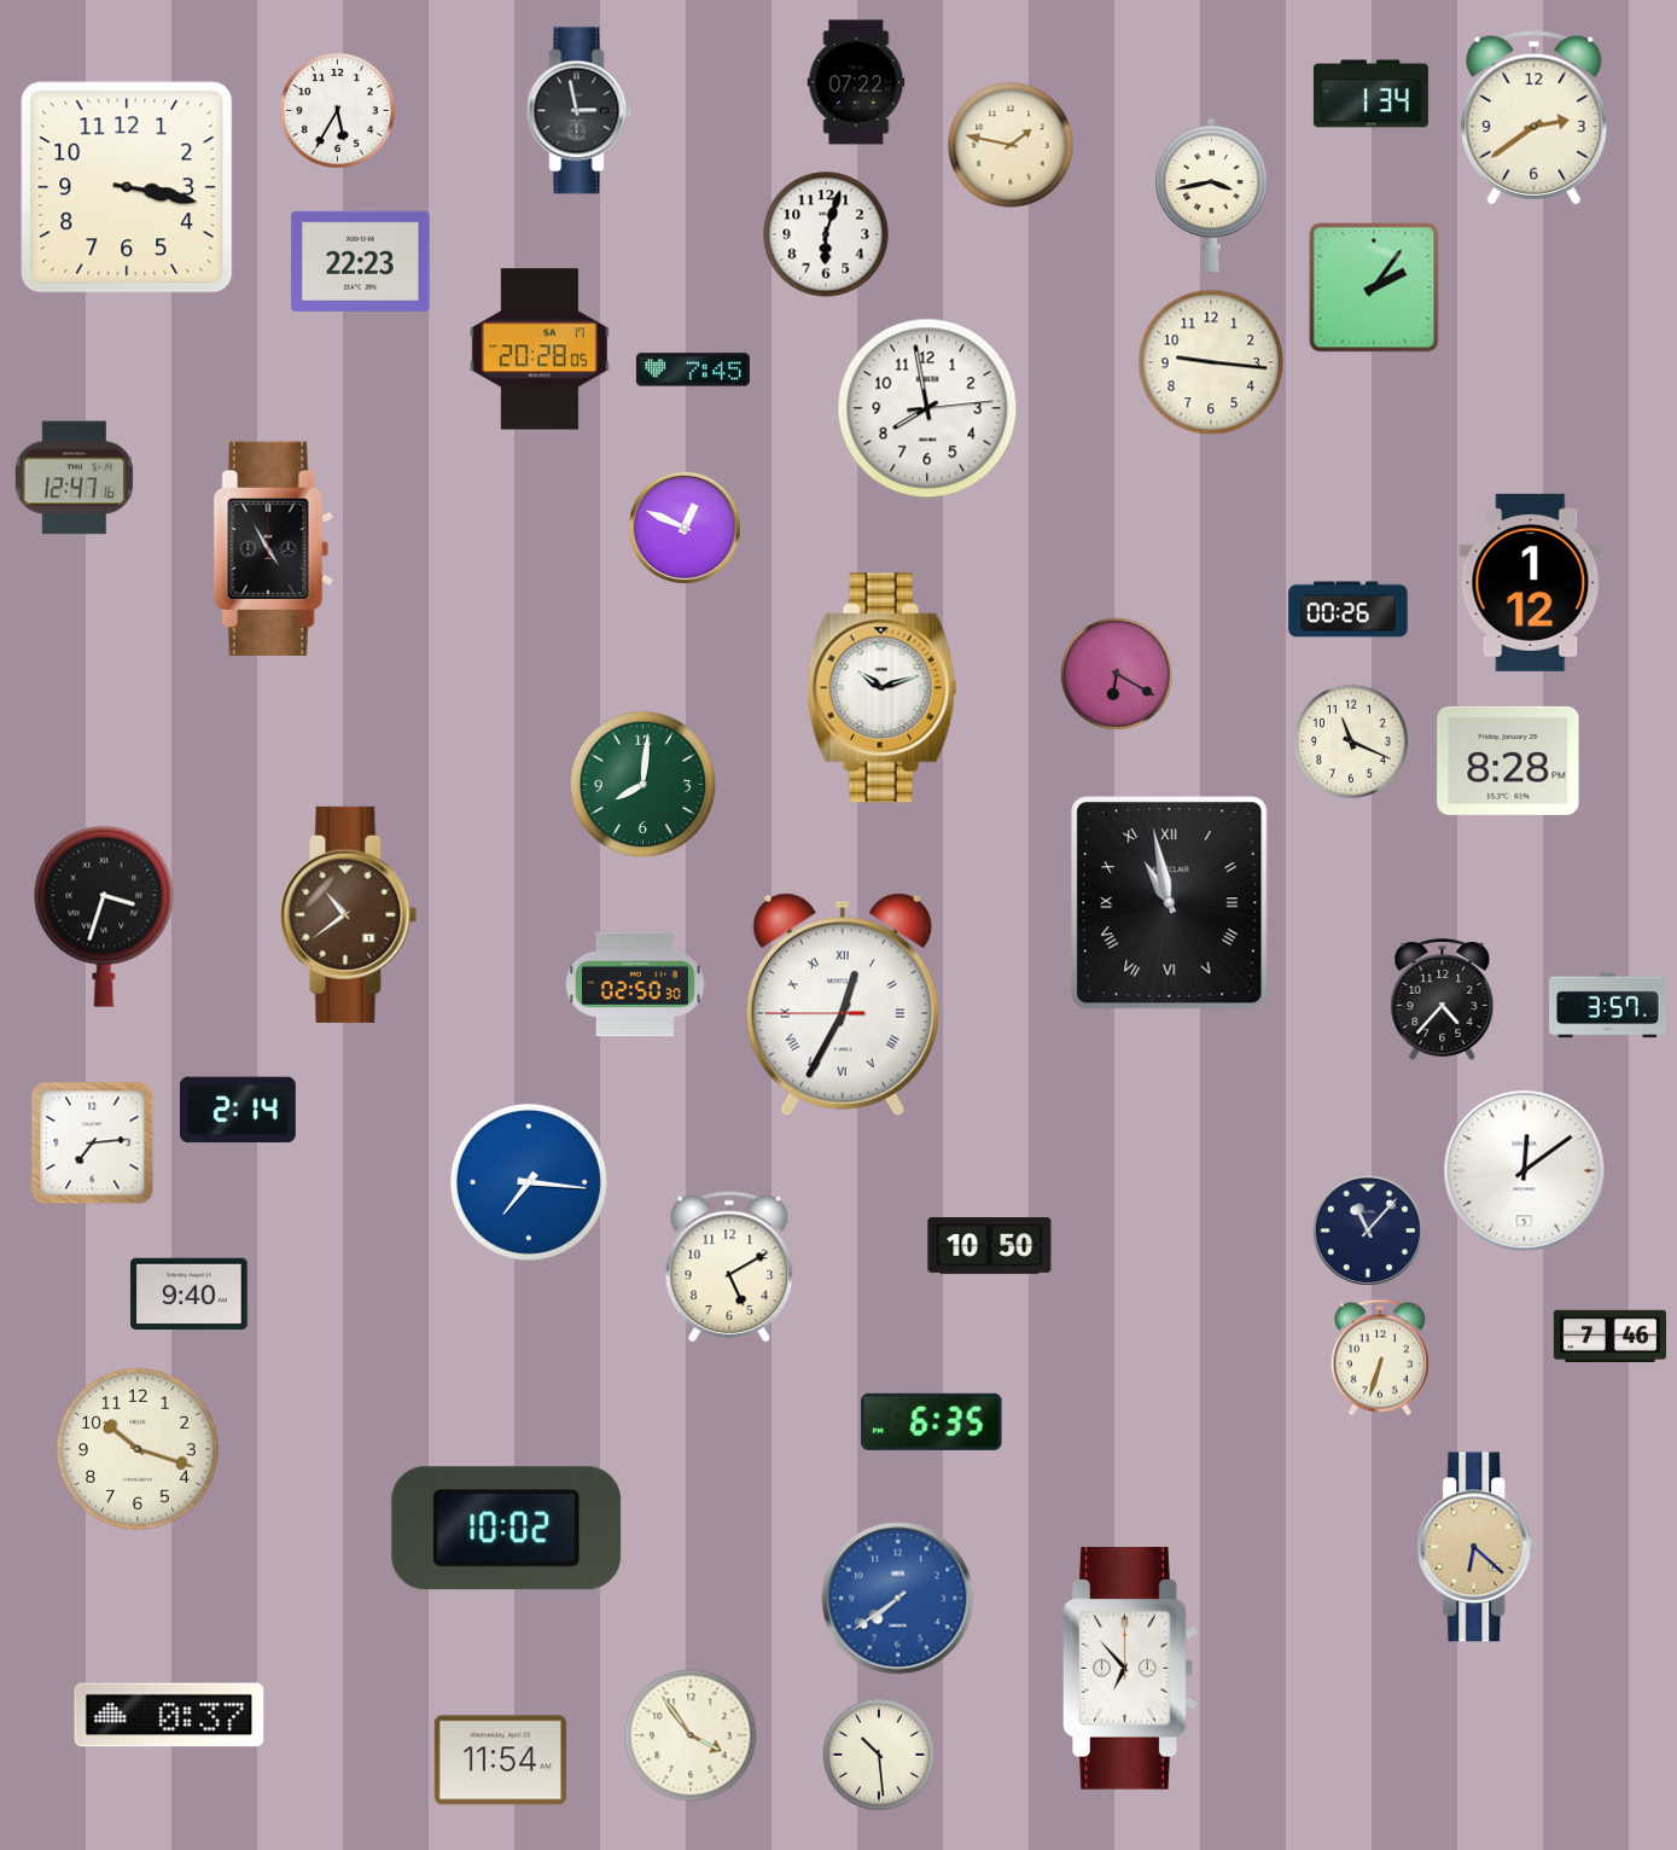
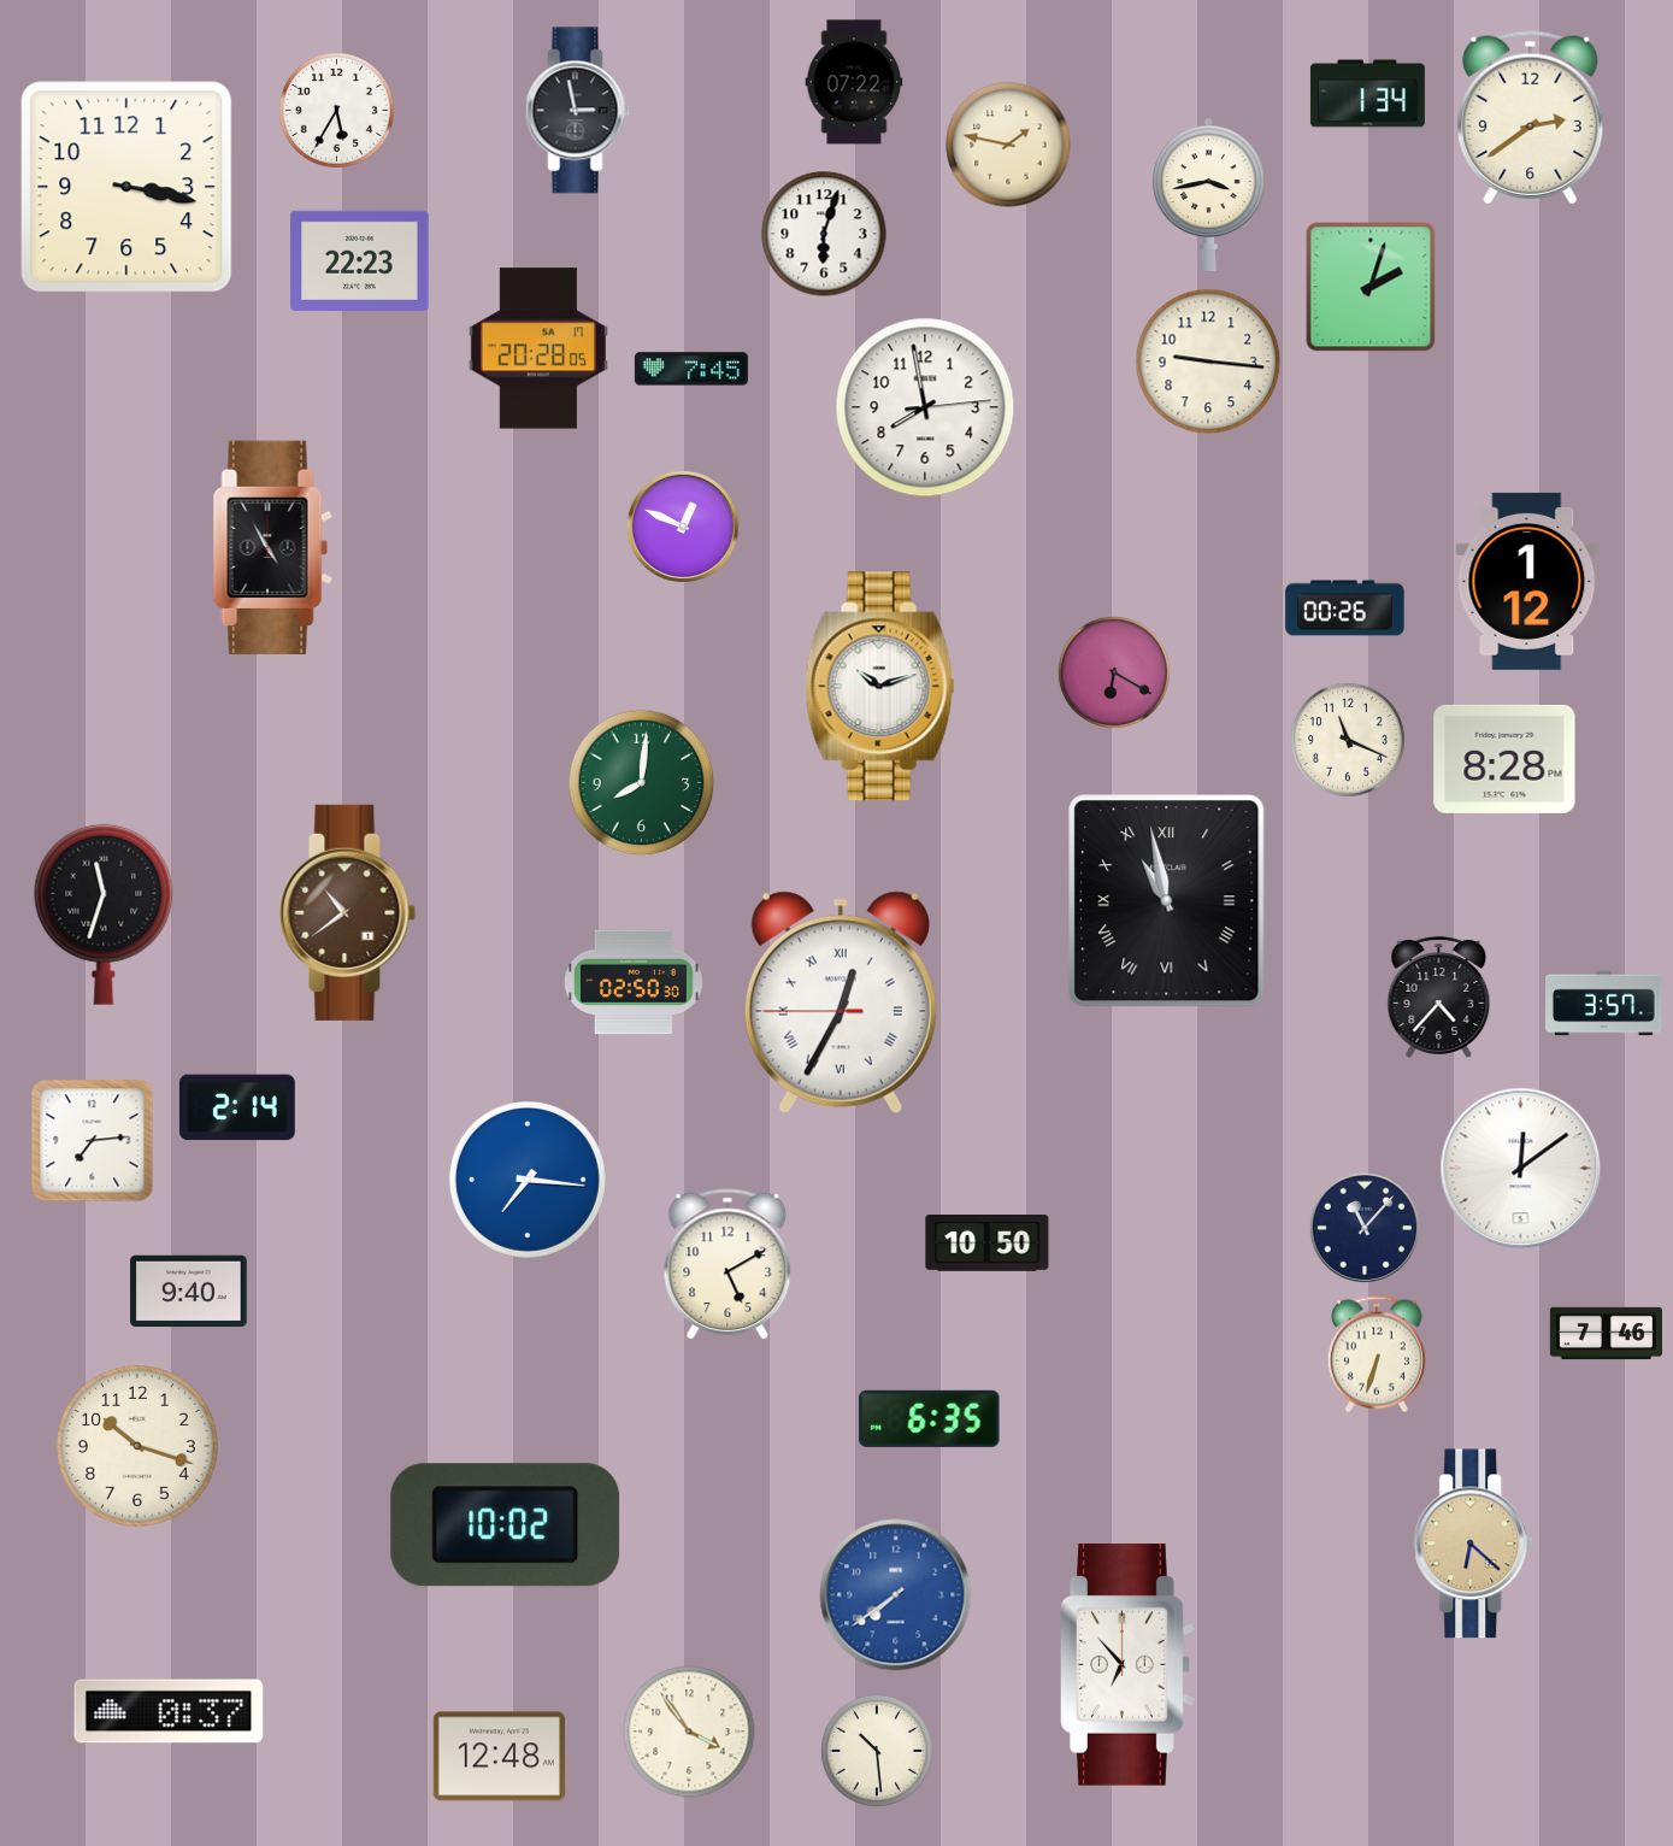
clock at (1374, 287): 2:06 -> 2:03
clock at (74, 478): 12:47 -> none
clock at (104, 917): 3:33 -> 11:33
clock at (500, 1761): 11:54 -> 12:48
